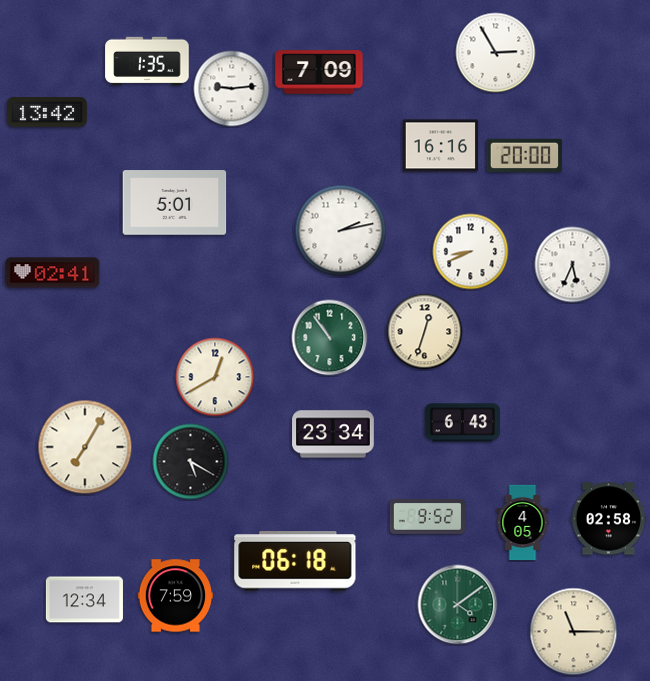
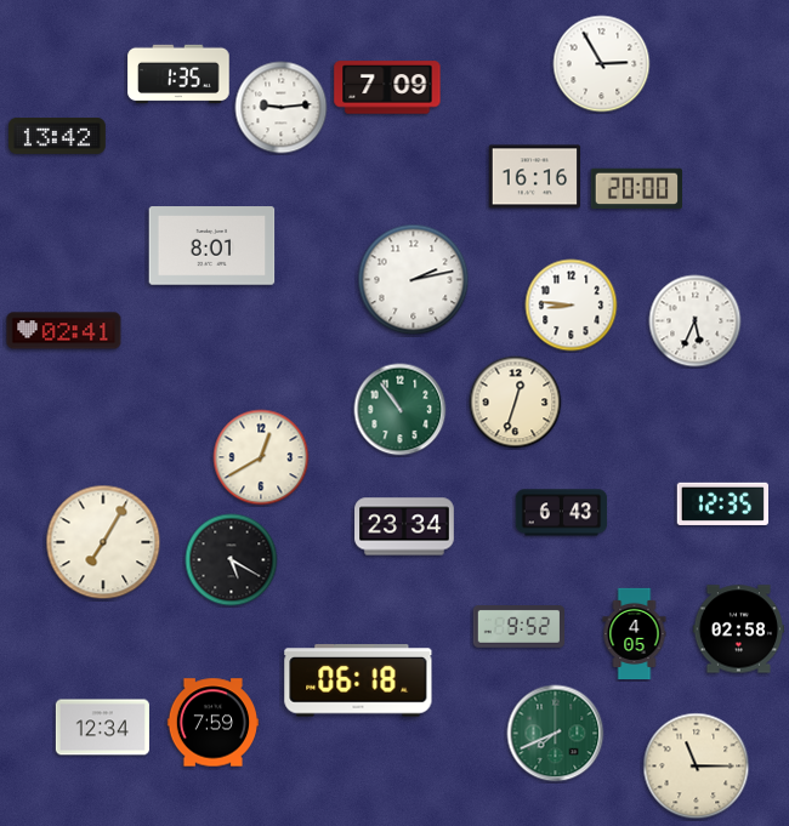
clock at (175, 203): 5:01 -> 8:01
clock at (471, 252): 8:41 -> 8:46
clock at (722, 503): none -> 12:35
clock at (458, 605): 4:09 -> 7:41
